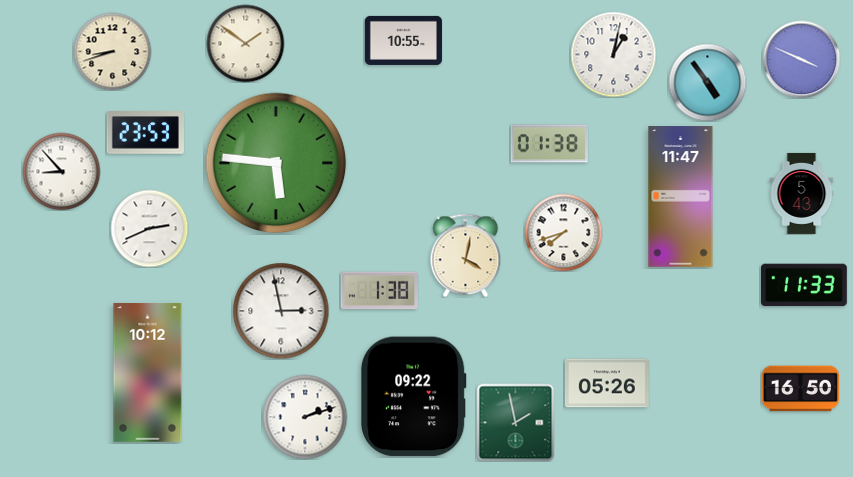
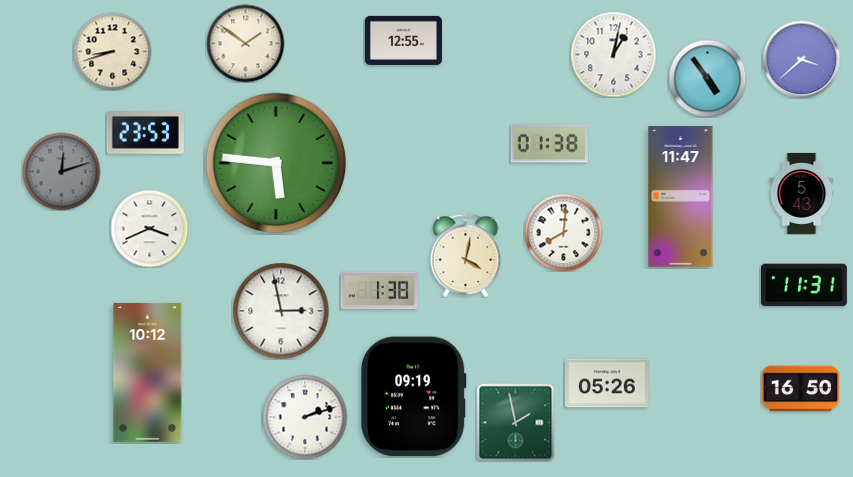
clock at (403, 40): 10:55 -> 12:55
clock at (801, 59): 3:49 -> 3:38
clock at (707, 82) position: (707, 82) -> (707, 78)
clock at (61, 171): 8:53 -> 12:12
clock at (61, 171) dial: white -> grey
clock at (149, 228): 2:41 -> 3:41
clock at (563, 232): 7:42 -> 8:01
clock at (805, 285): 11:33 -> 11:31
clock at (414, 397): 09:22 -> 09:19
